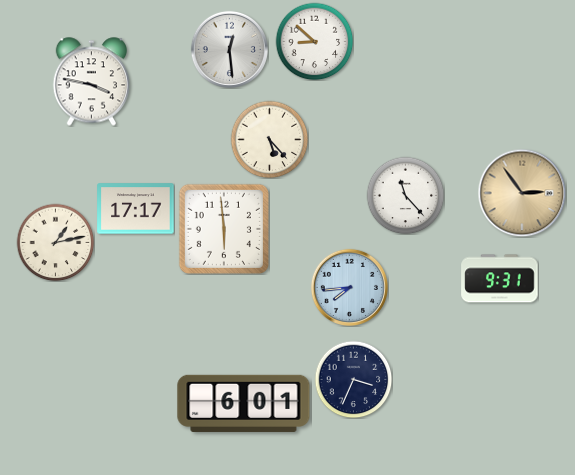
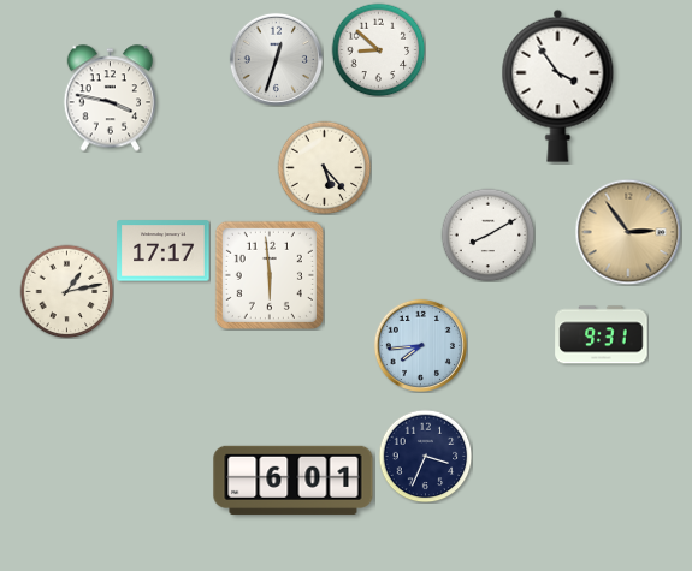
clock at (229, 49): 12:29 -> 12:33
clock at (558, 85): none -> 3:54
clock at (405, 195): 11:23 -> 8:10
clock at (244, 403) position: (244, 403) -> (294, 480)
